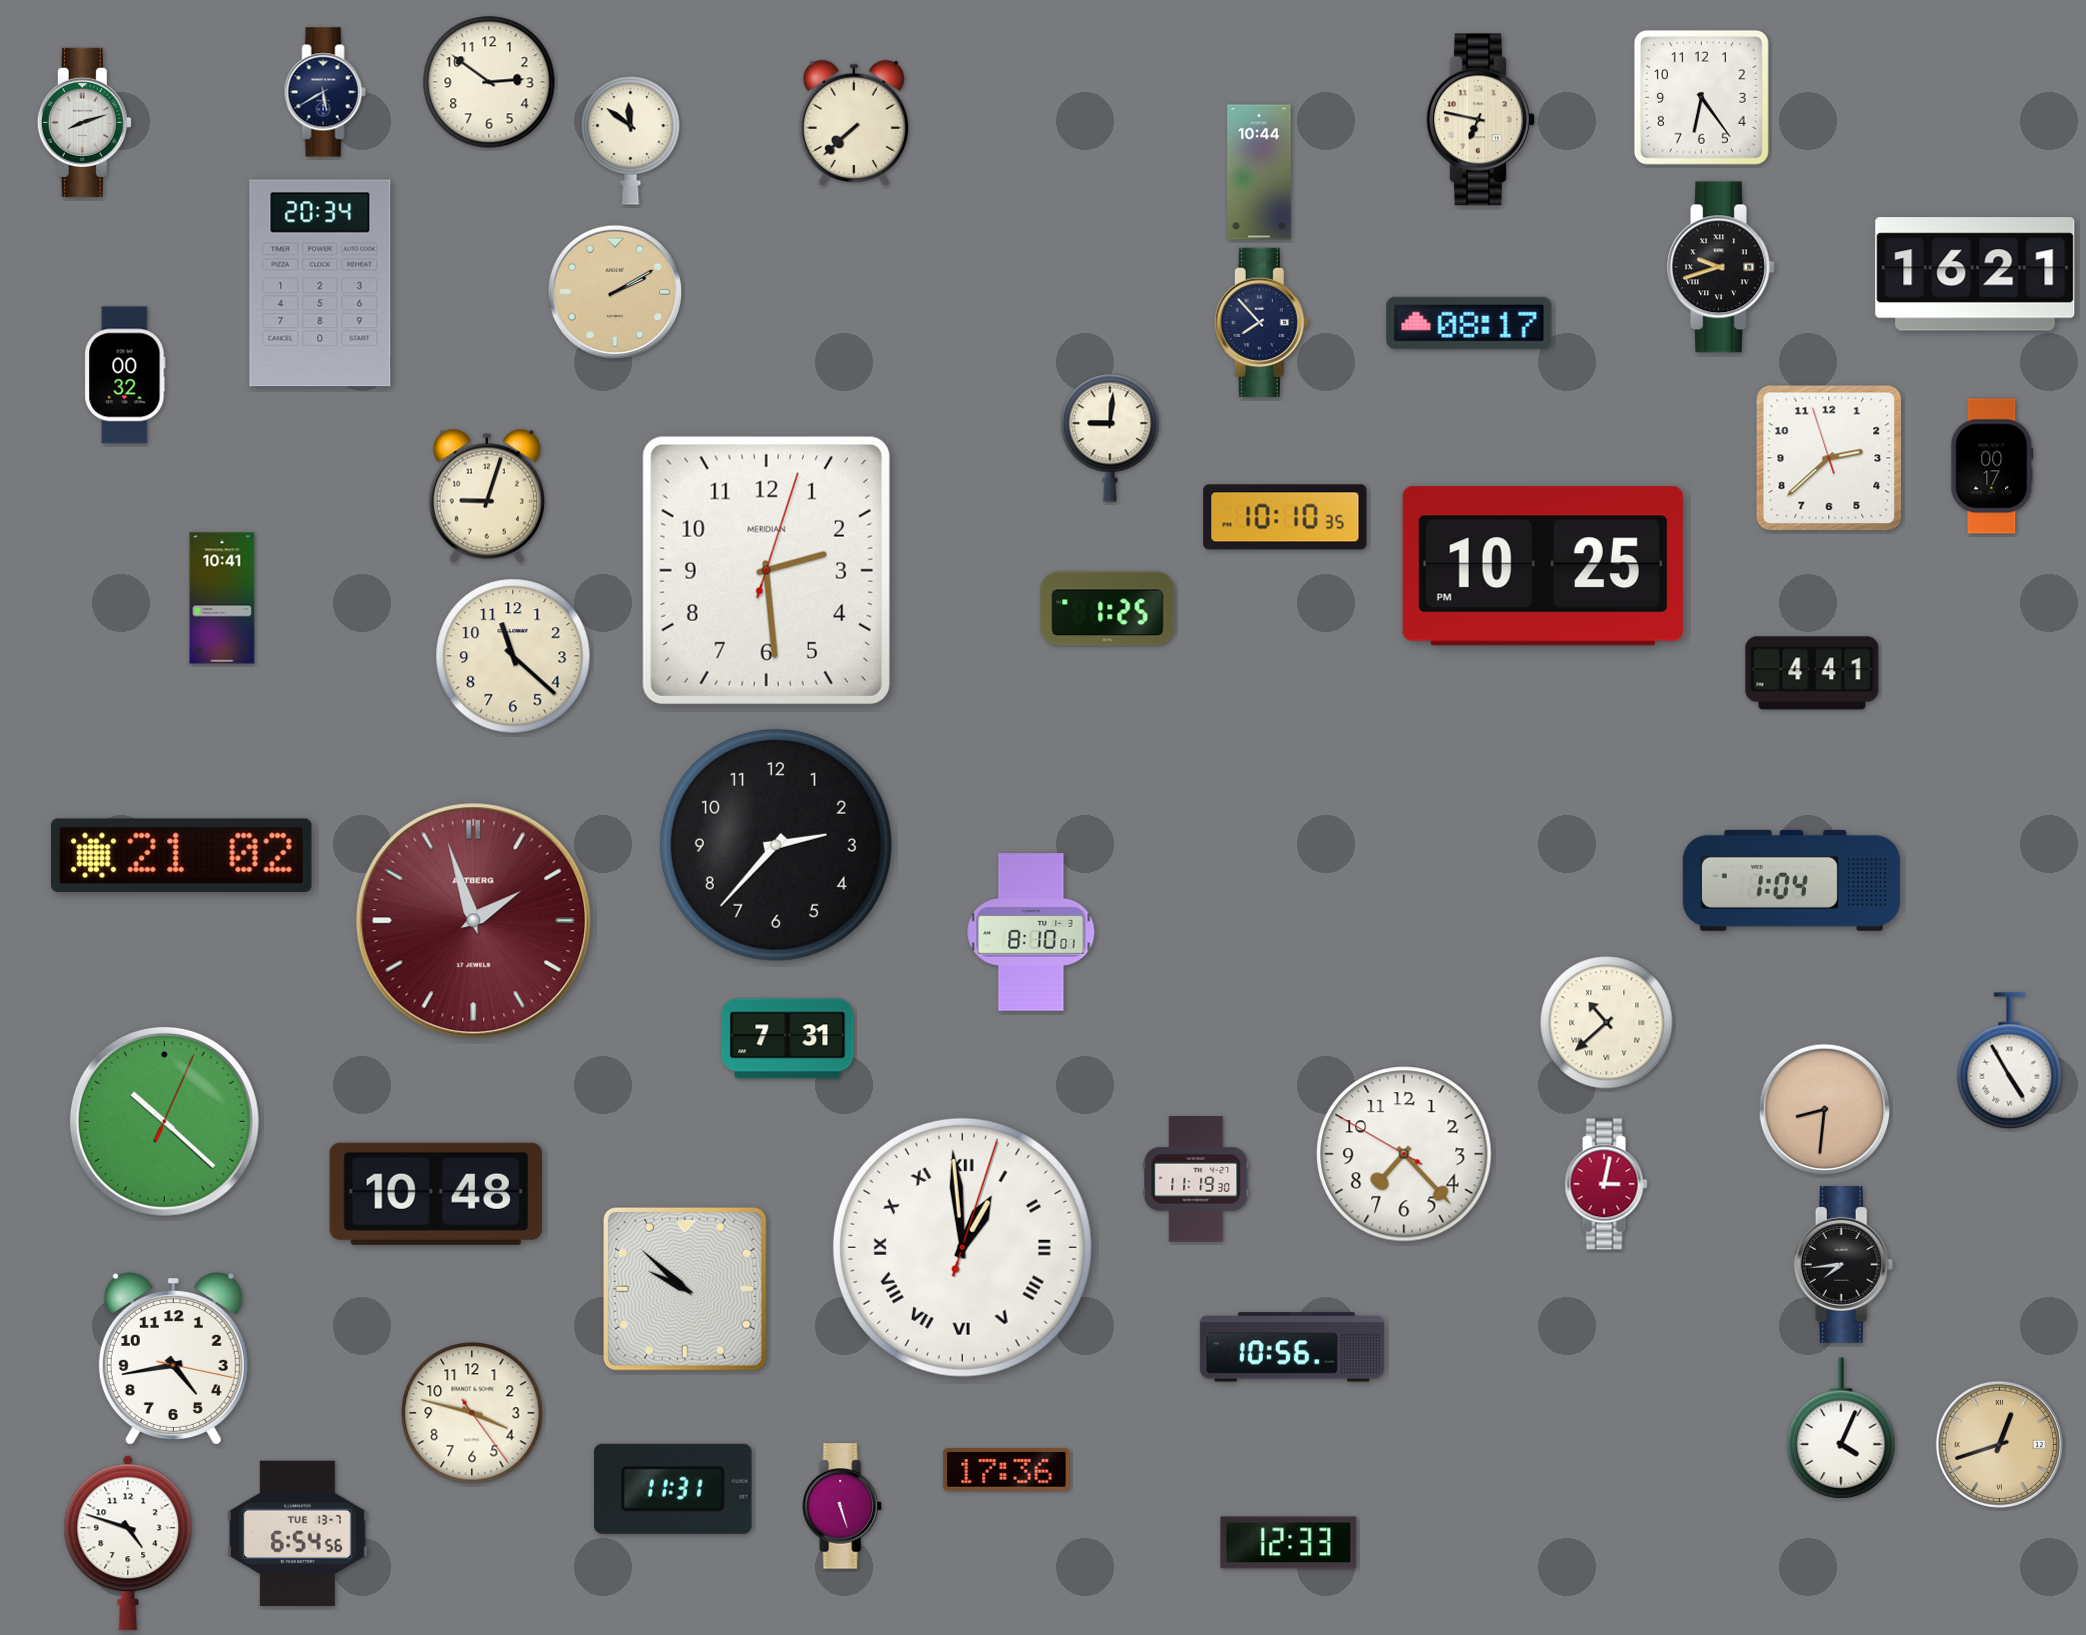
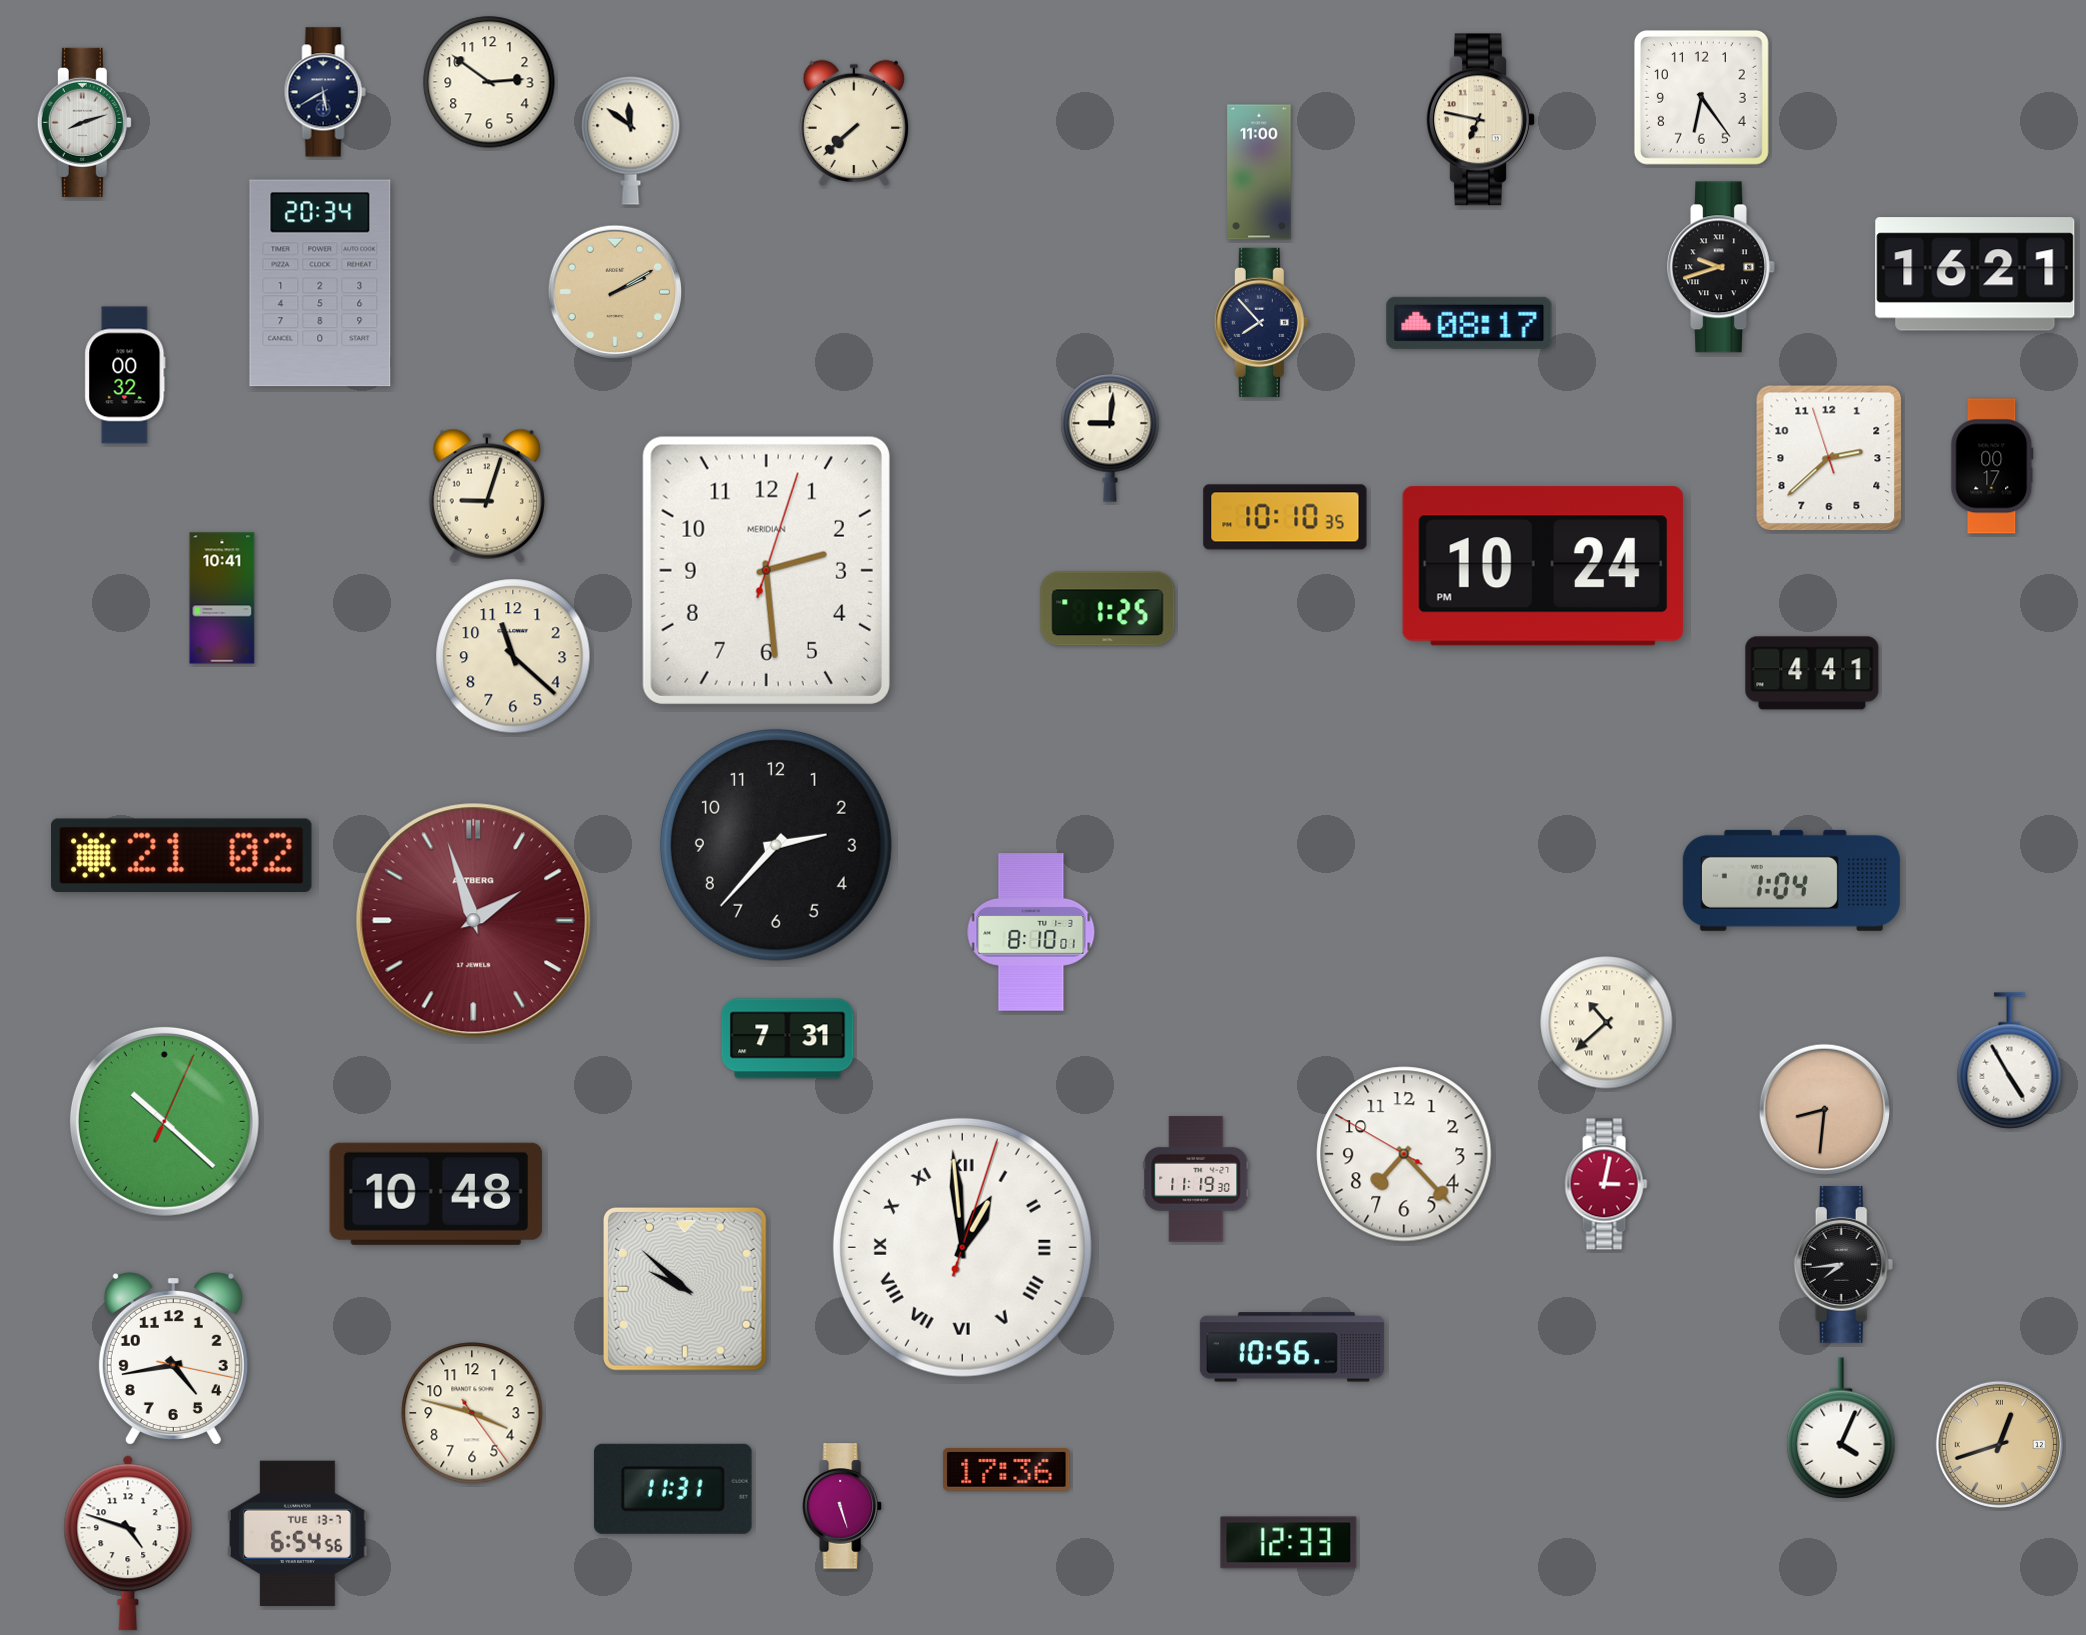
clock at (1259, 172): 10:44 -> 11:00
clock at (1543, 566): 10:25 -> 10:24
